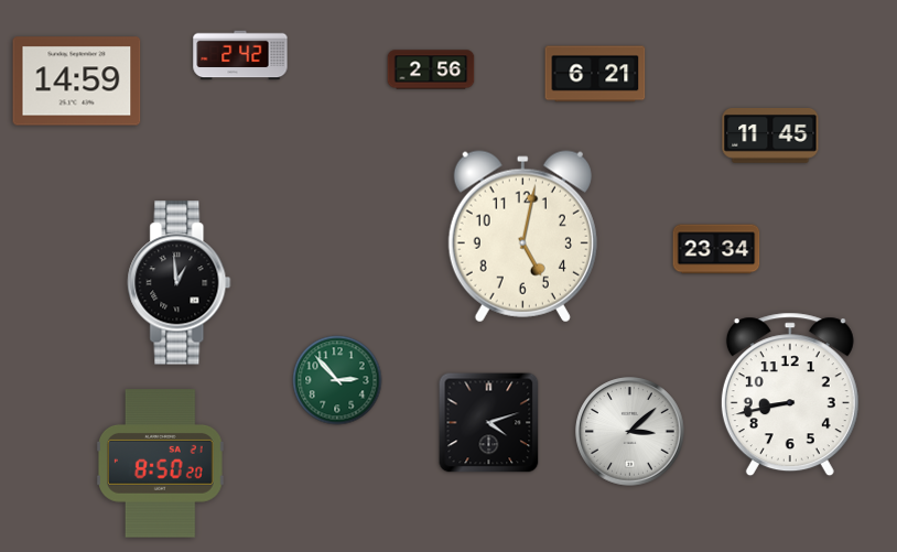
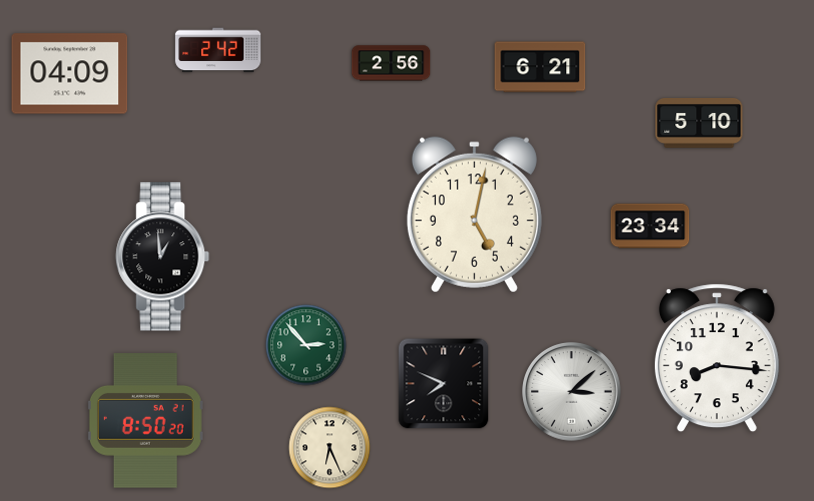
clock at (77, 82): 14:59 -> 04:09
clock at (770, 137): 11:45 -> 5:10
clock at (790, 394): 8:43 -> 8:16
clock at (489, 423): 4:12 -> 7:49
clock at (330, 448): none -> 6:26
